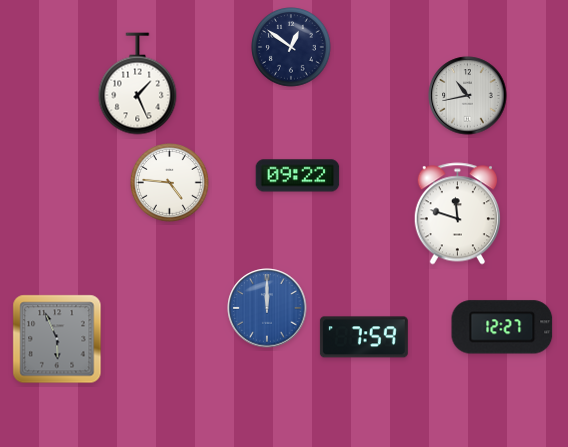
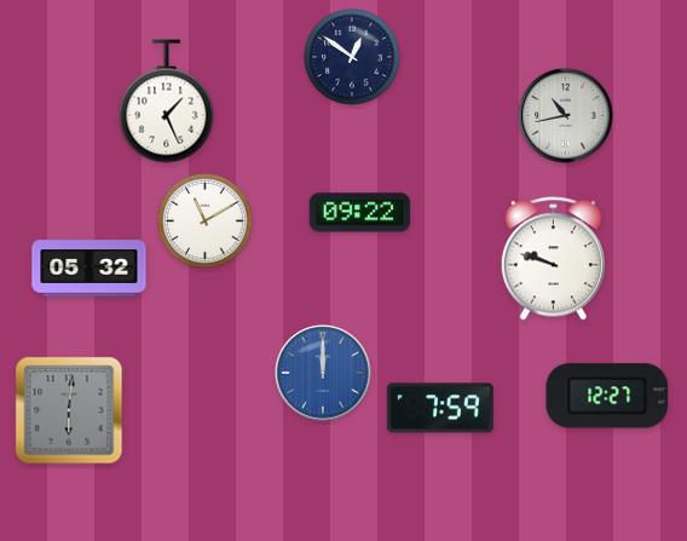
clock at (170, 183): 4:46 -> 11:10
clock at (457, 214): 11:48 -> 9:48
clock at (90, 269): none -> 05:32
clock at (57, 339): 5:56 -> 6:01
